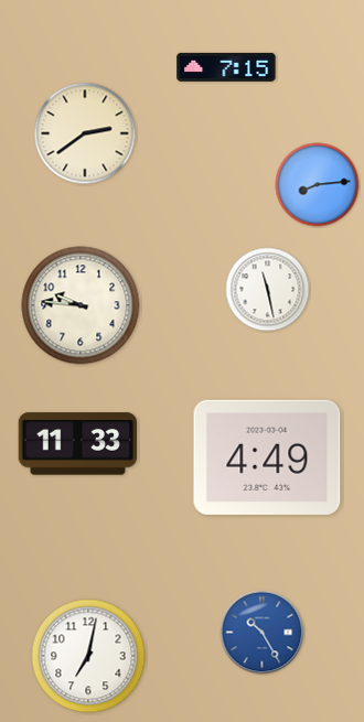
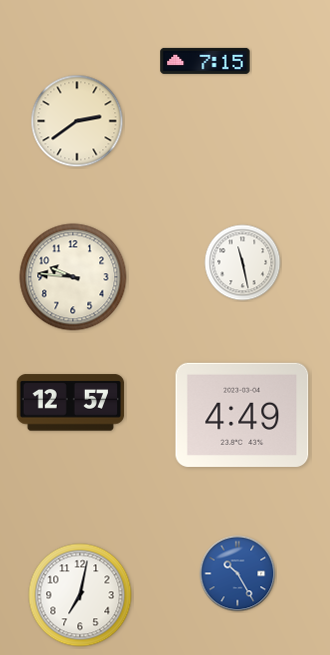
clock at (318, 185): 8:14 -> none
clock at (78, 444): 11:33 -> 12:57
